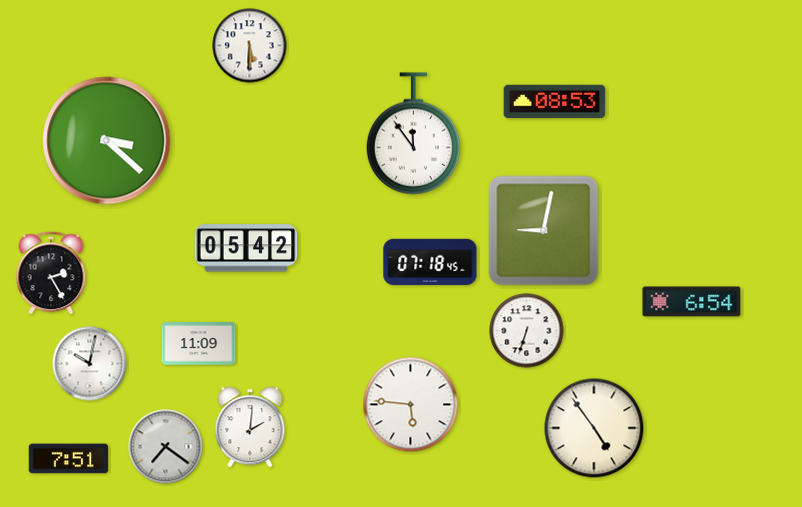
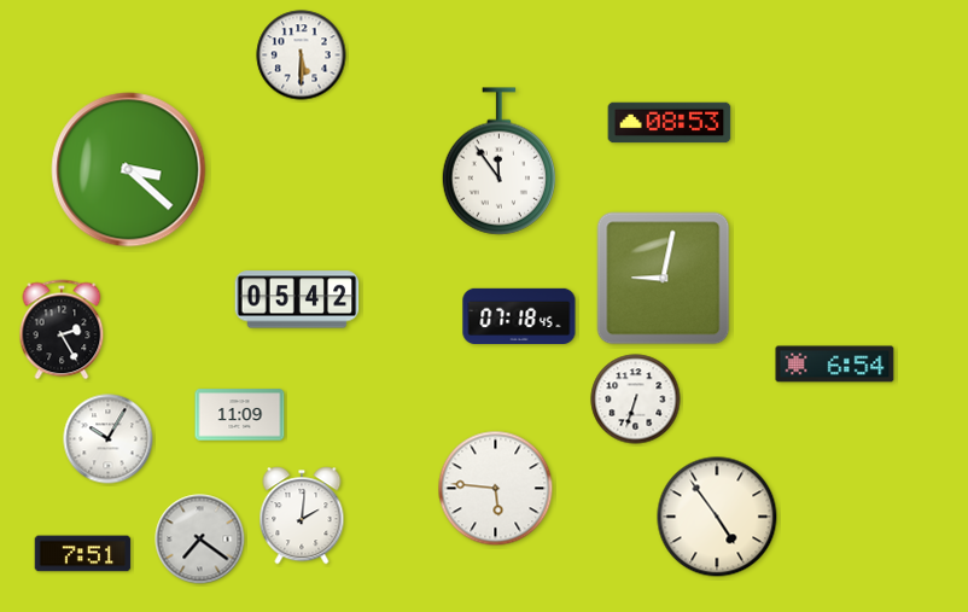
clock at (544, 231) position: (544, 231) -> (664, 279)
clock at (90, 364): 10:02 -> 10:05
